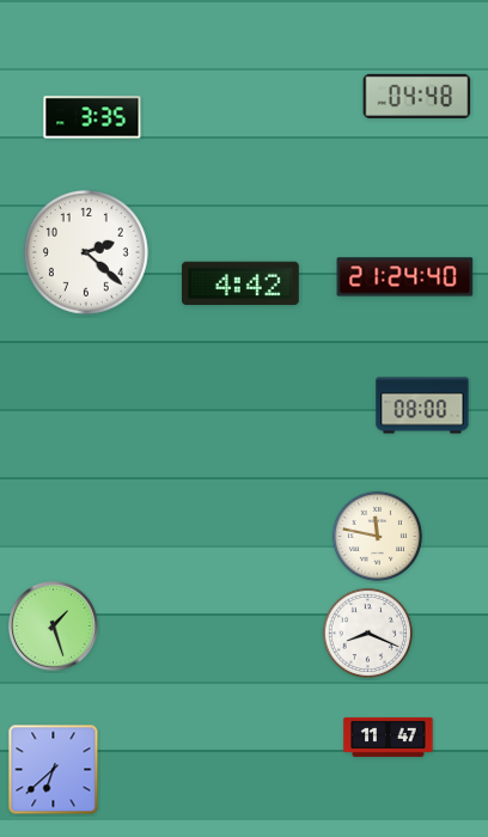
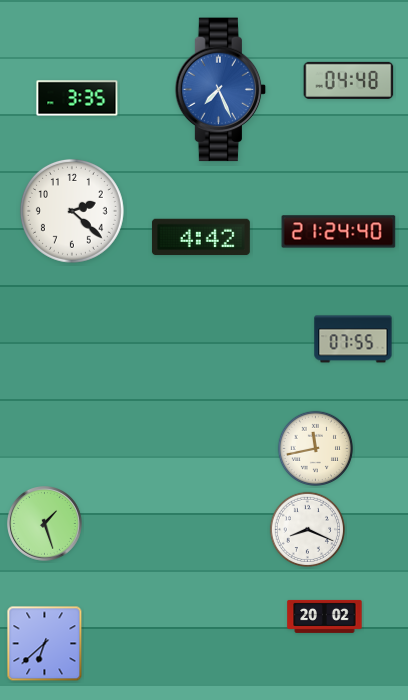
clock at (221, 90): none -> 7:26
clock at (422, 405): 08:00 -> 07:55
clock at (377, 536): 11:47 -> 11:43
clock at (389, 737): 11:47 -> 20:02
